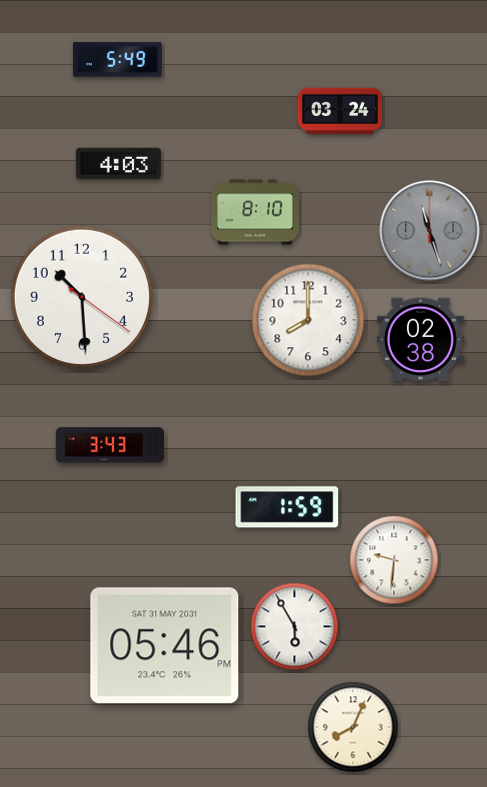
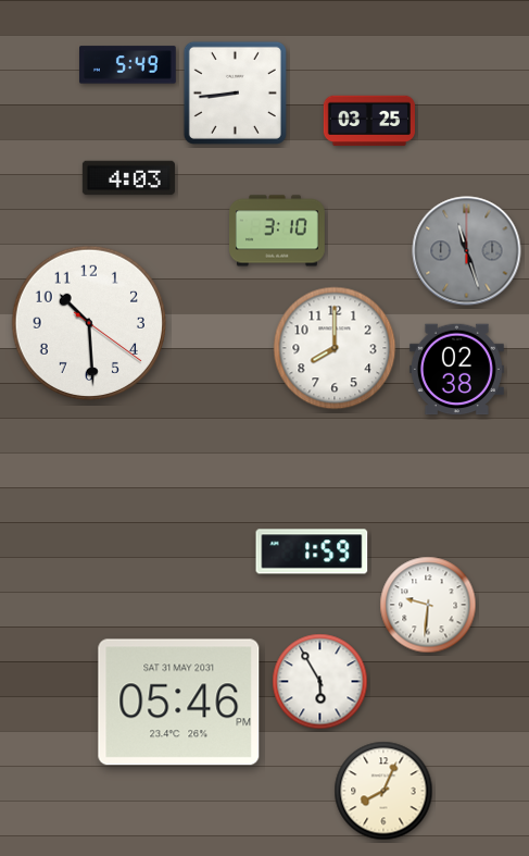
clock at (235, 92): none -> 8:44
clock at (340, 111): 03:24 -> 03:25
clock at (256, 212): 8:10 -> 3:10
clock at (109, 445): 3:43 -> none
clock at (394, 560) position: (394, 560) -> (428, 605)
